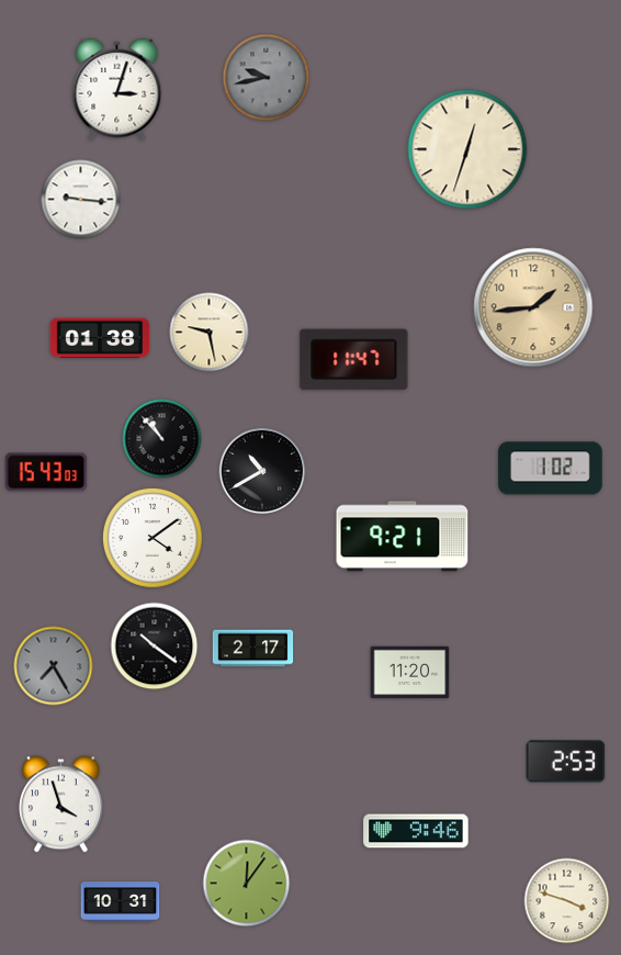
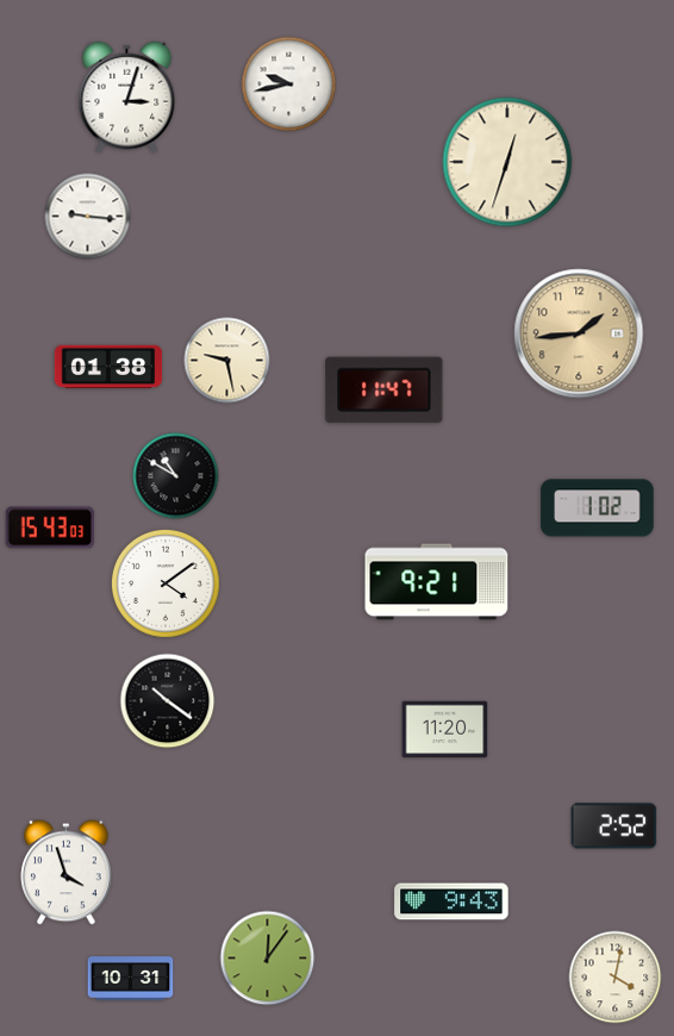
clock at (267, 78) dial: grey -> white
clock at (162, 439): 10:53 -> 10:50
clock at (262, 471): 10:40 -> none
clock at (46, 472) position: (46, 472) -> (50, 528)
clock at (253, 649): 2:17 -> none
clock at (54, 666): 7:25 -> none
clock at (566, 762): 2:53 -> 2:52
clock at (416, 831): 9:46 -> 9:43
clock at (567, 901): 3:48 -> 4:02
